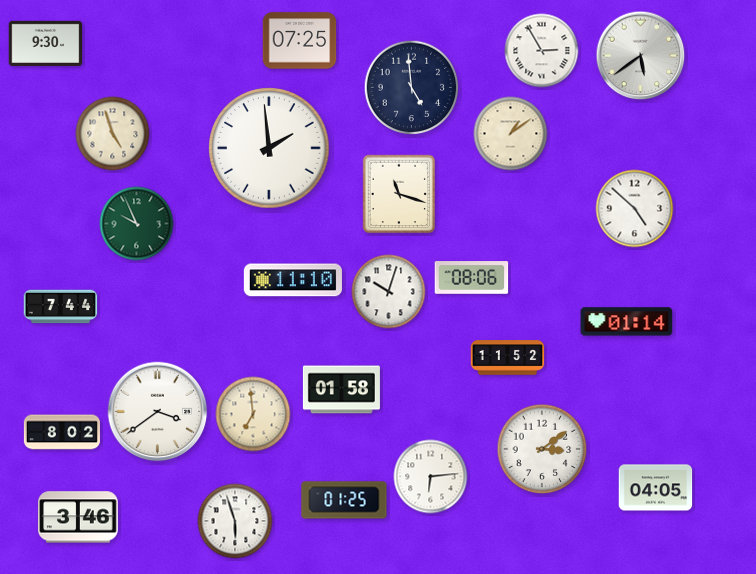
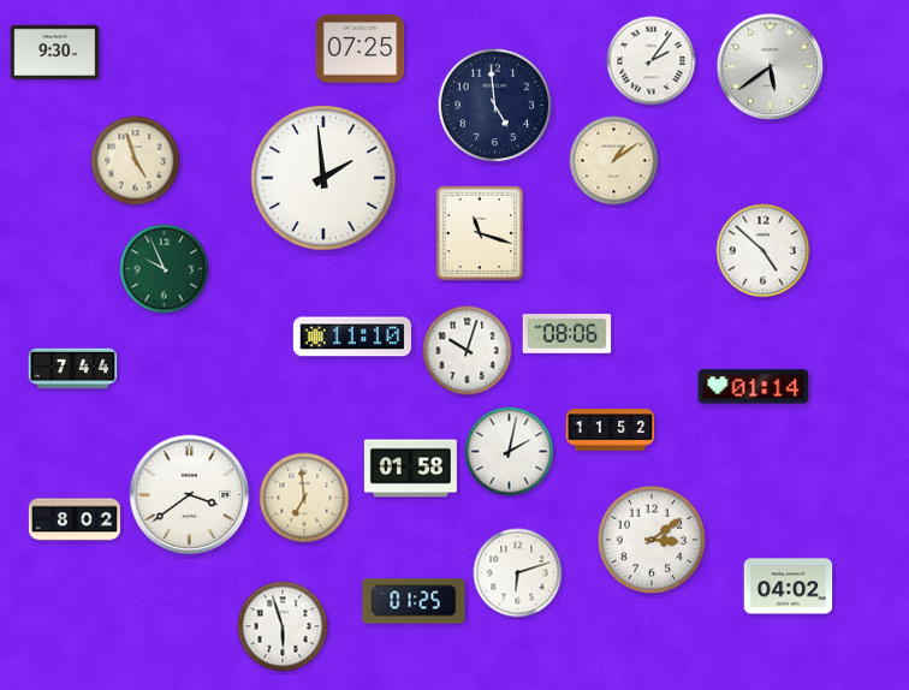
clock at (542, 51): 2:55 -> 2:06
clock at (510, 452): none -> 2:02
clock at (431, 477): 6:14 -> 6:12
clock at (656, 488): 04:05 -> 04:02
clock at (78, 517): 3:46 -> none
